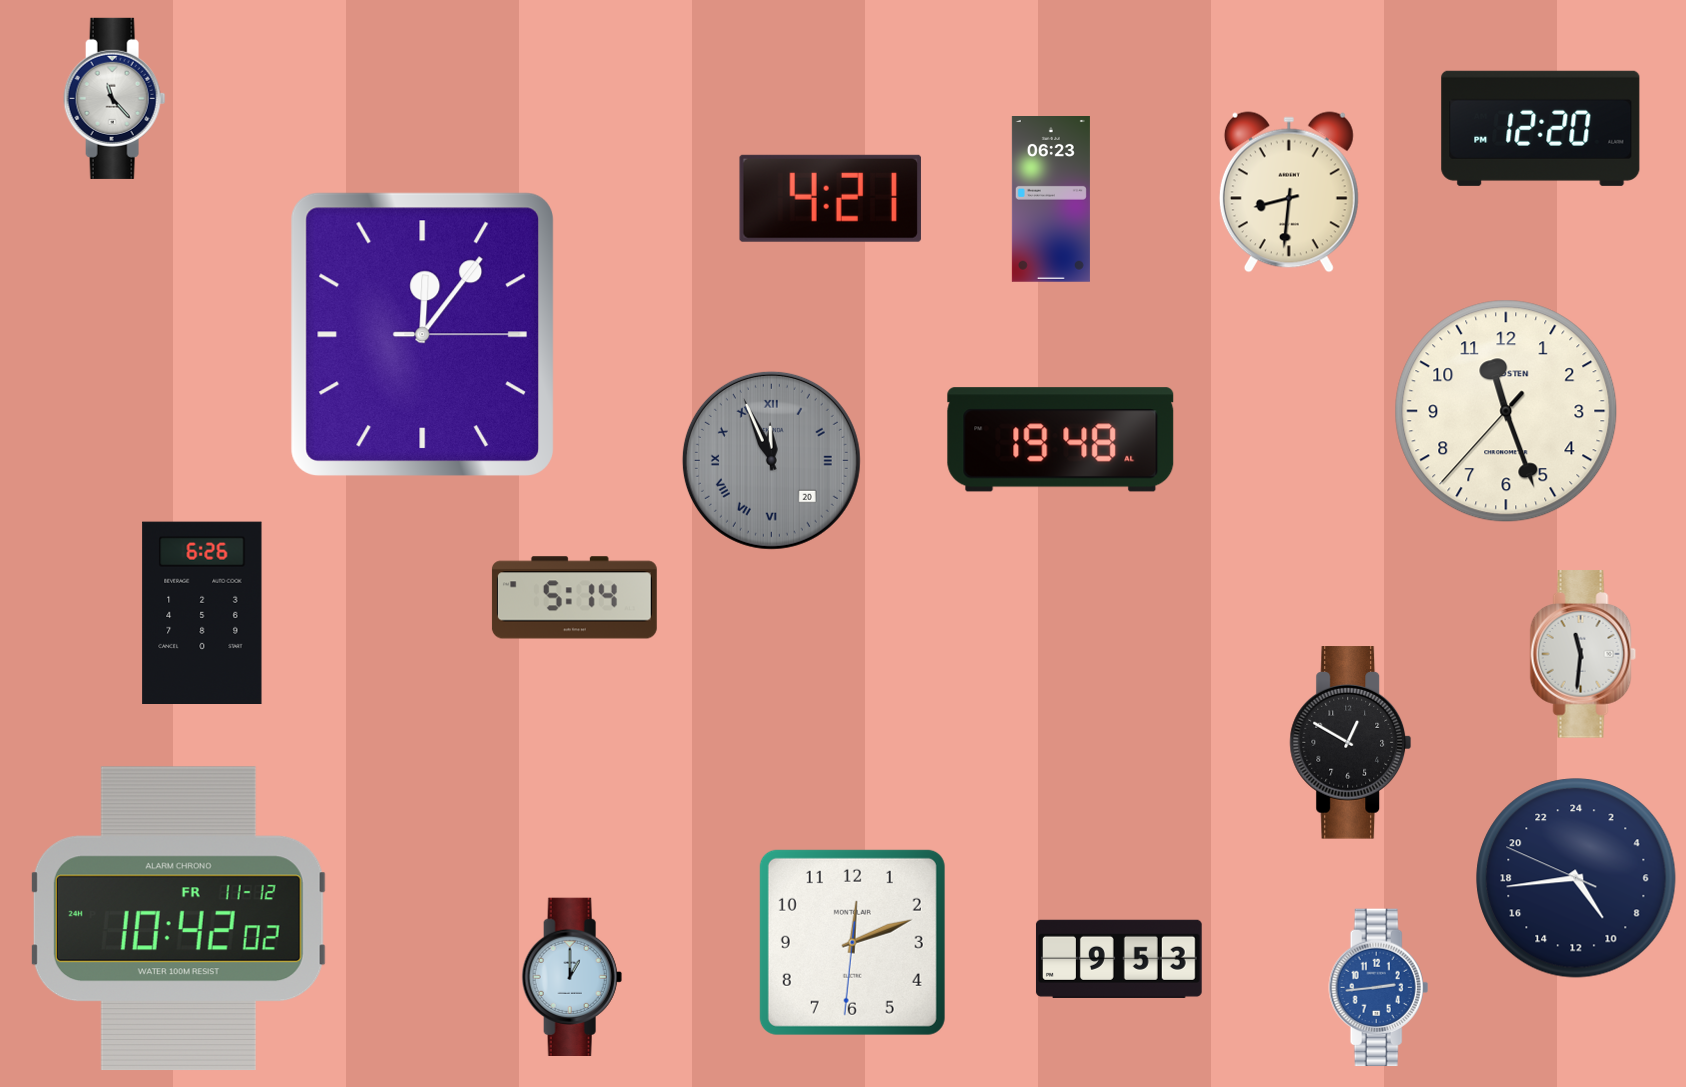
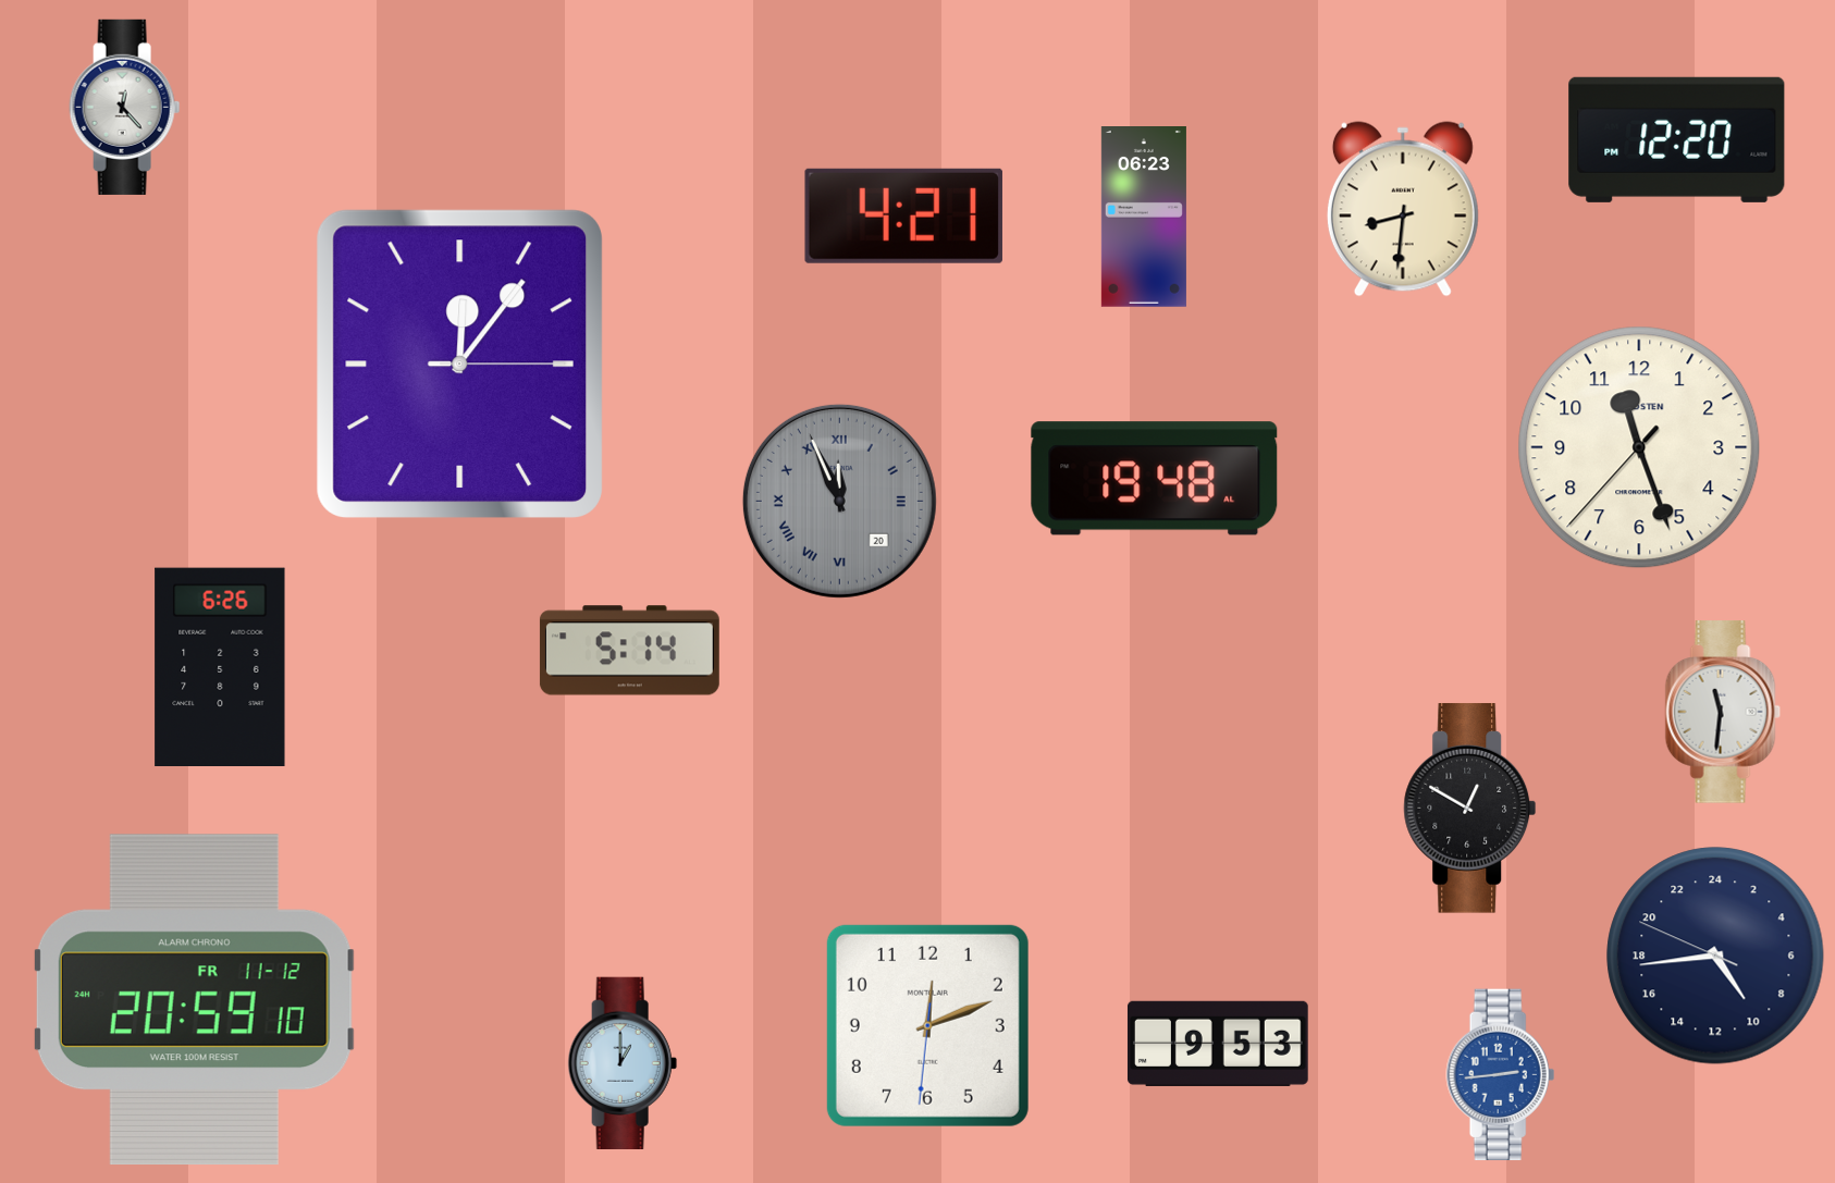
clock at (115, 98): 11:23 -> 12:23
clock at (574, 598) position: (574, 598) -> (629, 651)
clock at (178, 919): 10:42 -> 20:59
